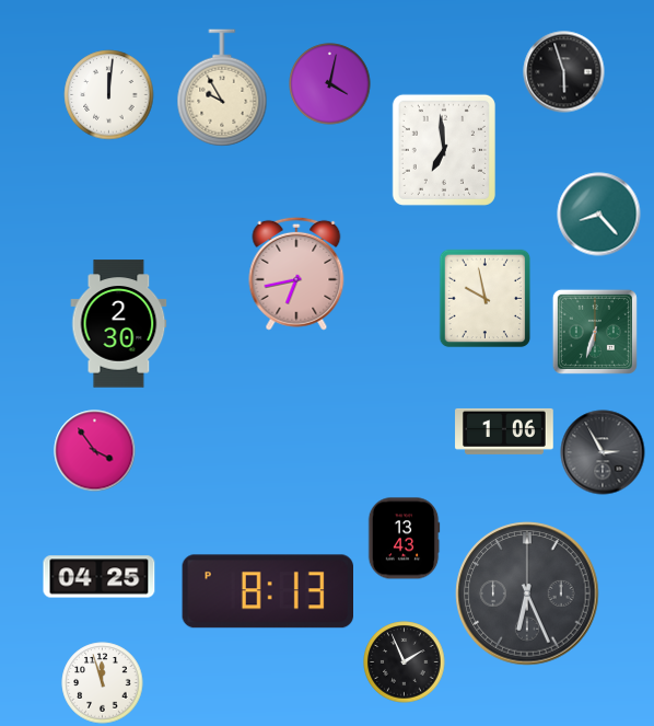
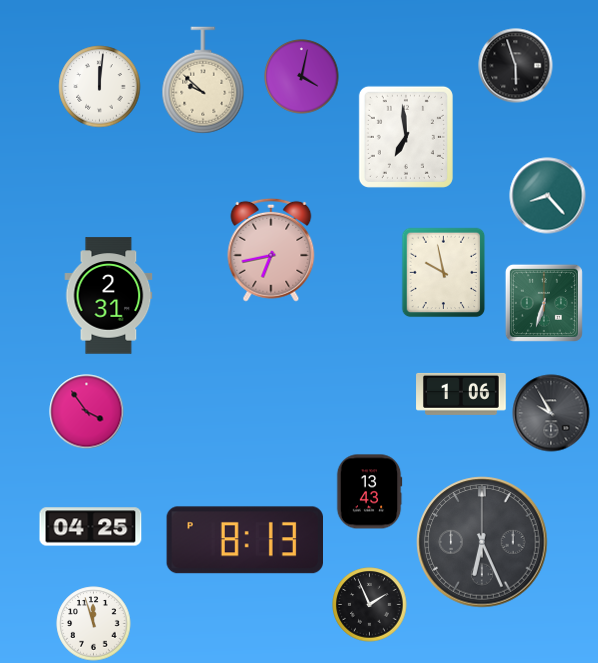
clock at (222, 88): 9:55 -> 9:52
clock at (119, 324): 2:30 -> 2:31
clock at (603, 452): 2:55 -> 9:55
